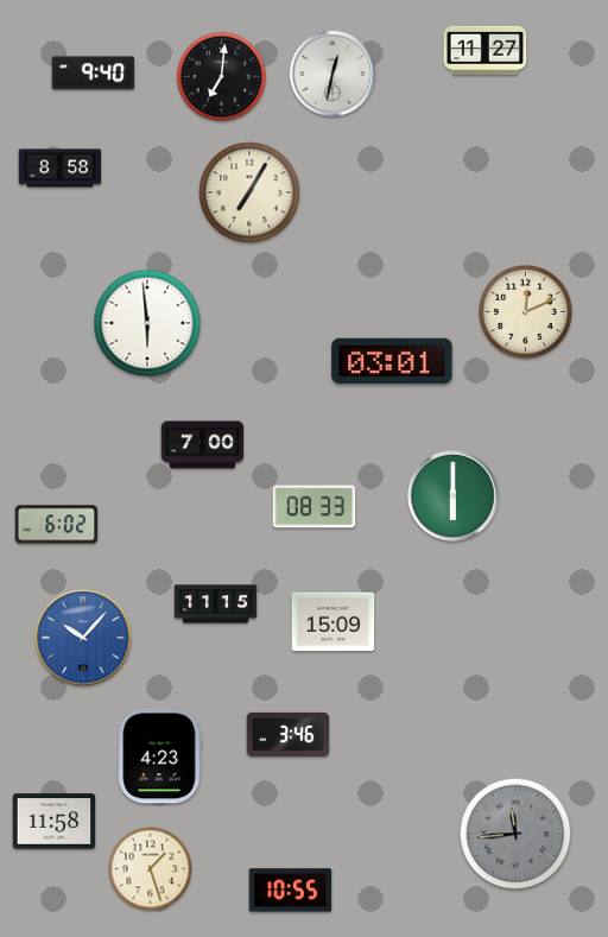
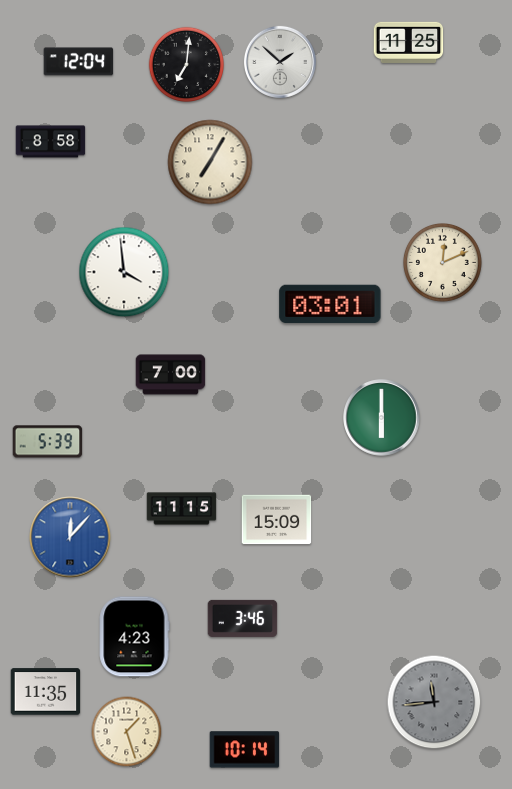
clock at (486, 50): 11:27 -> 11:25
clock at (94, 74): 9:40 -> 12:04
clock at (332, 74): 12:32 -> 1:52
clock at (147, 323): 5:59 -> 3:59
clock at (315, 507): 08:33 -> none
clock at (57, 525): 6:02 -> 5:39
clock at (334, 622) position: (334, 622) -> (277, 520)
clock at (83, 638): 10:07 -> 12:07
clock at (55, 822): 11:58 -> 11:35
clock at (291, 891): 10:55 -> 10:14
